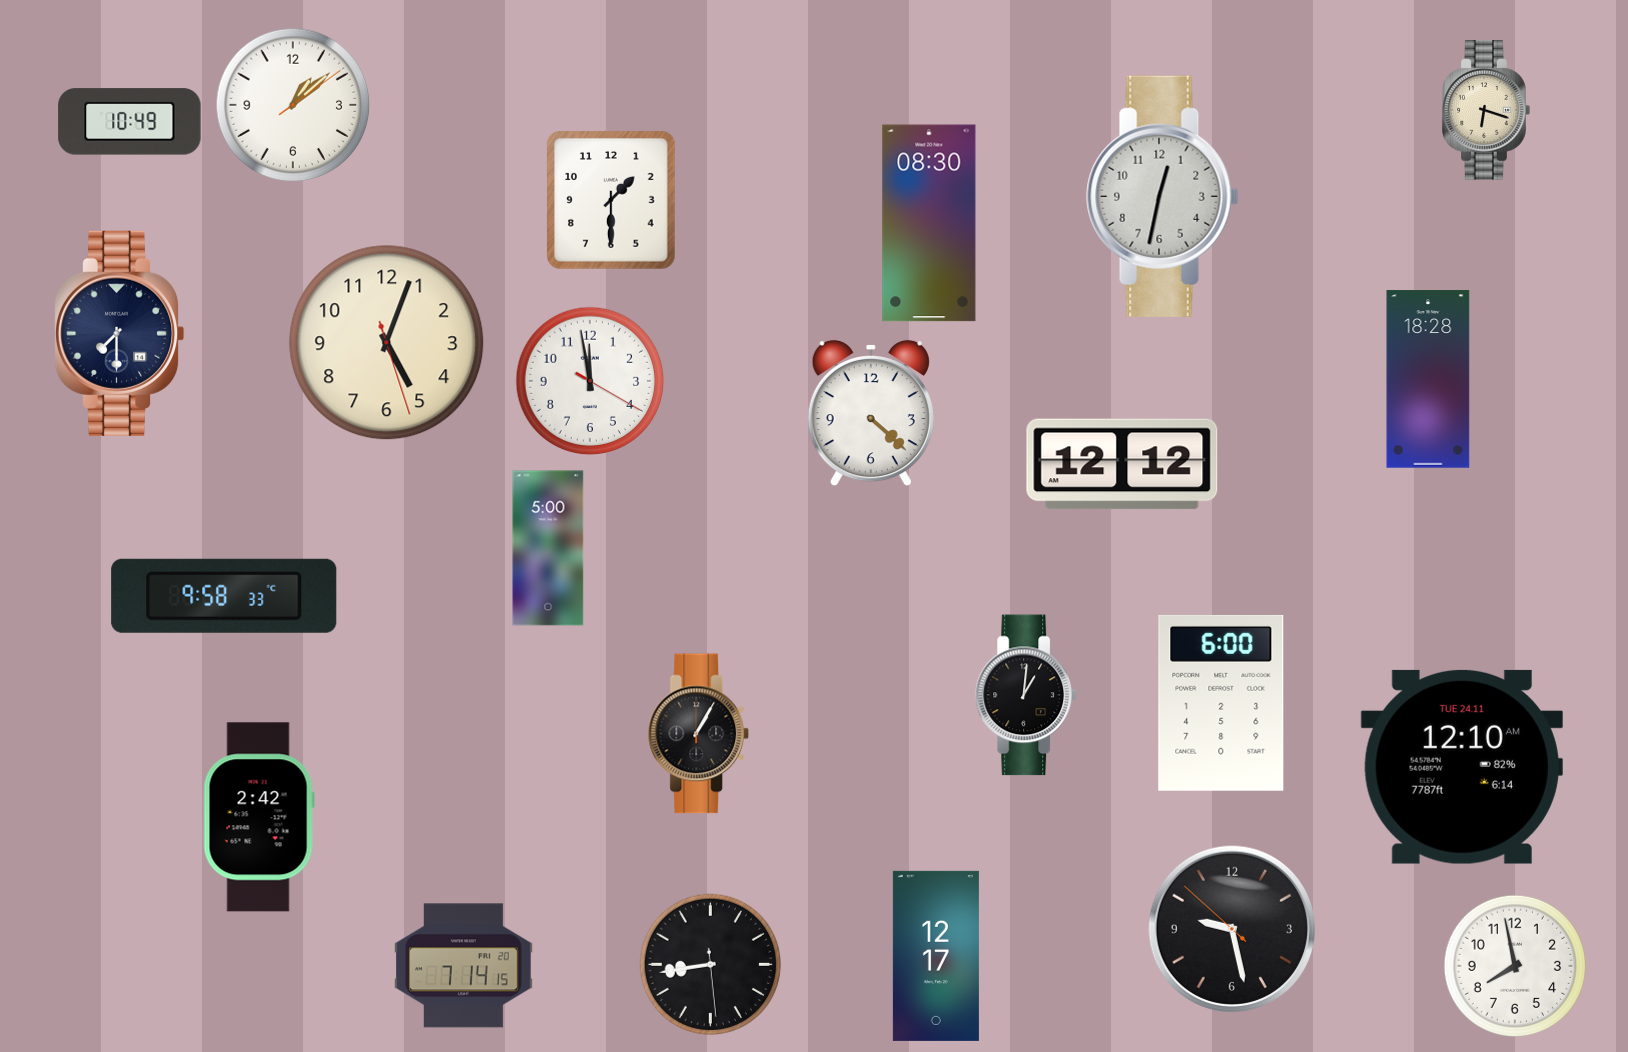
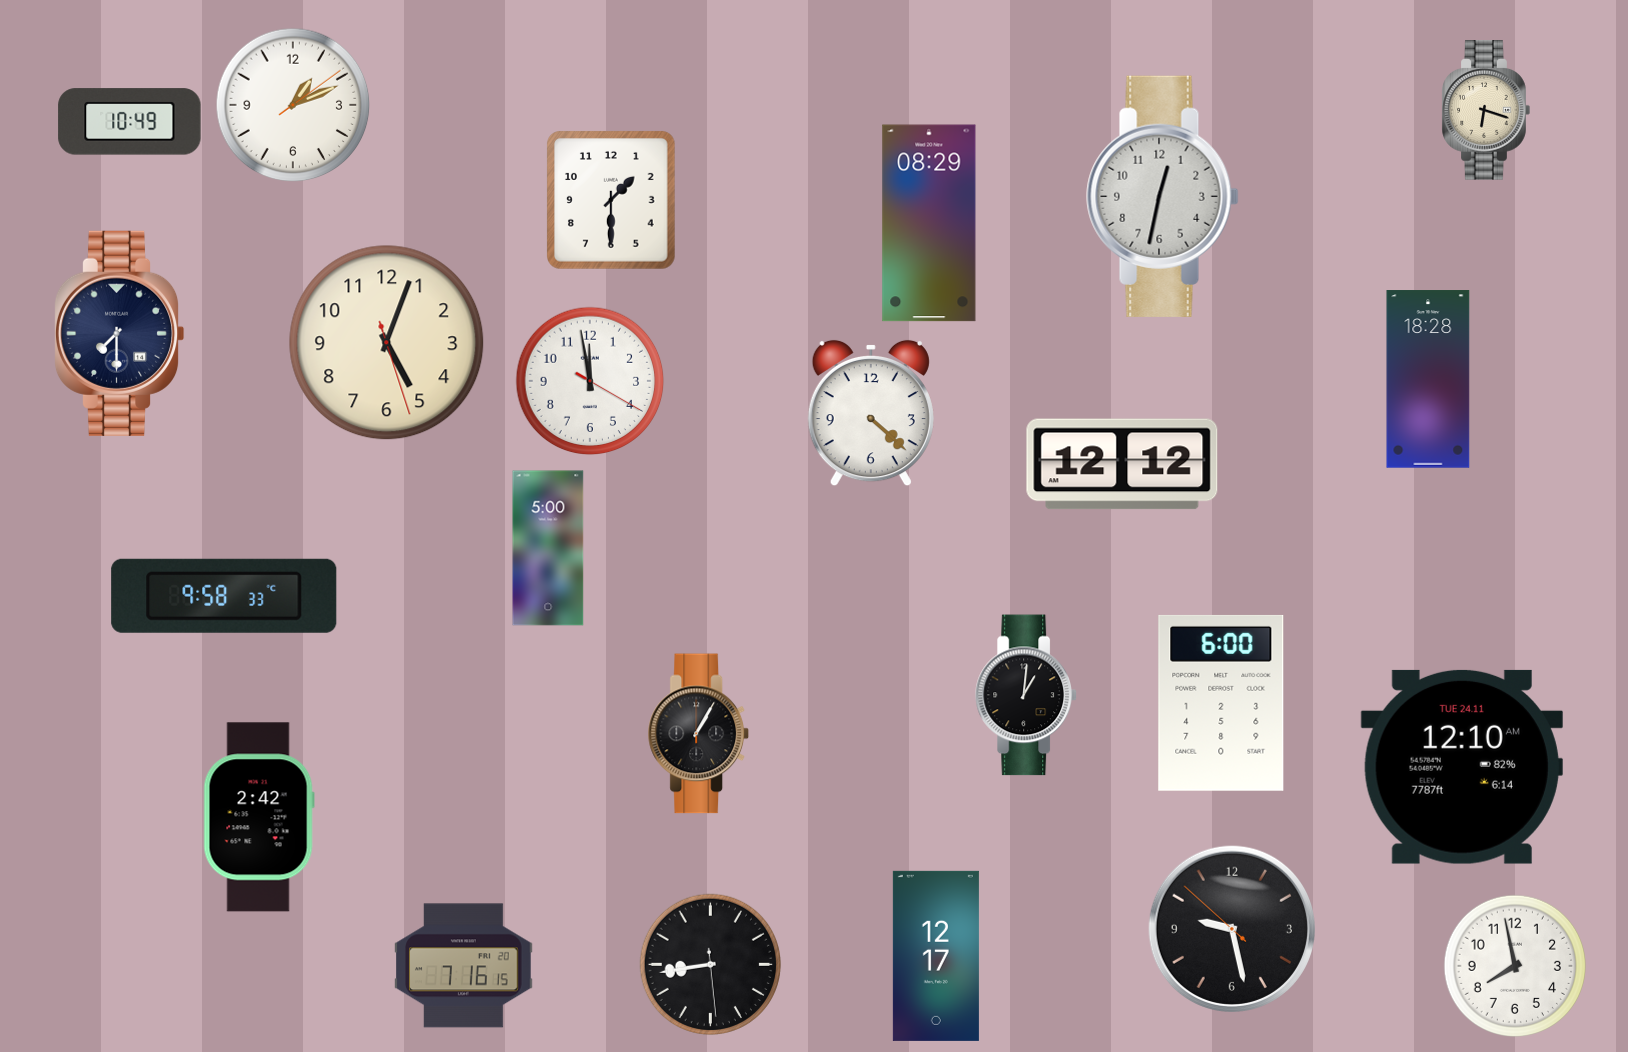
clock at (293, 105): 1:08 -> 1:11
clock at (929, 223): 08:30 -> 08:29
clock at (464, 966): 7:14 -> 7:16
